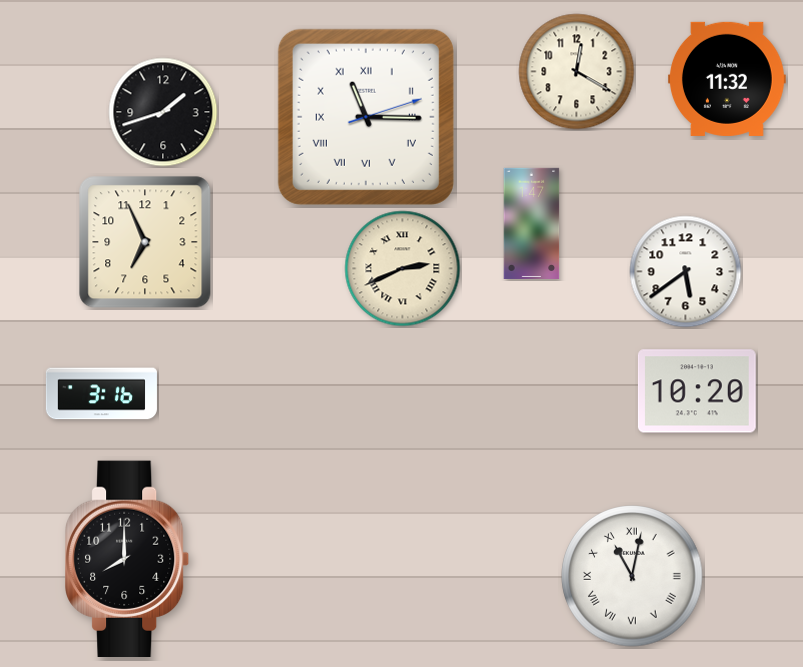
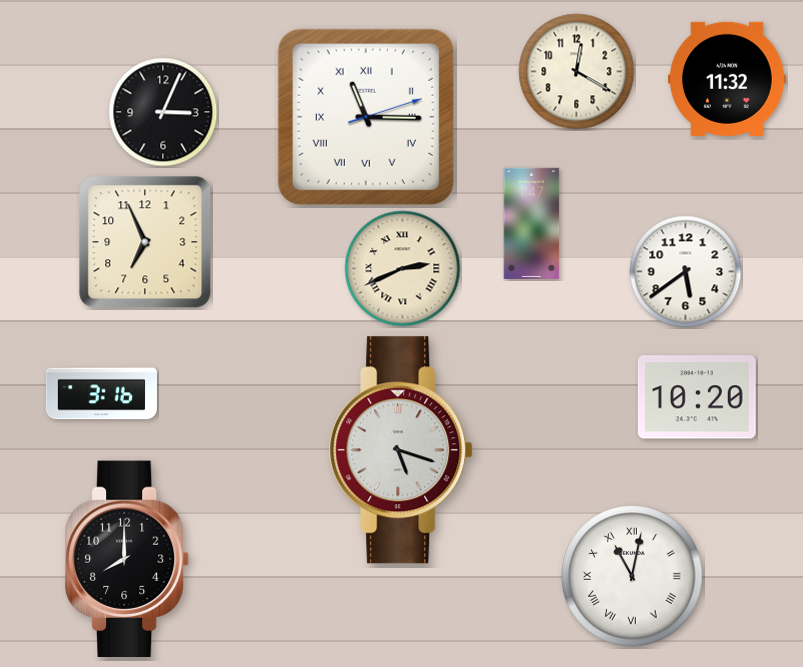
clock at (163, 112): 1:42 -> 3:04
clock at (697, 391) position: (697, 391) -> (697, 397)
clock at (401, 450): none -> 5:18
